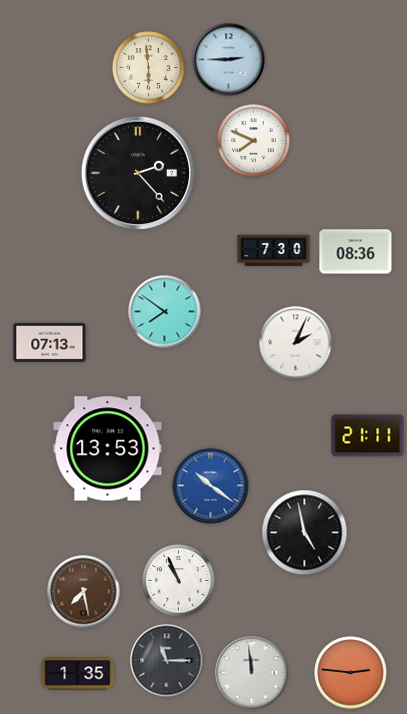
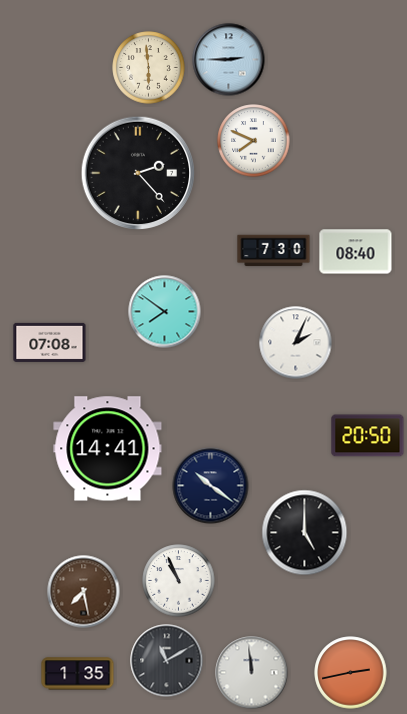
clock at (356, 252): 08:36 -> 08:40
clock at (50, 342): 07:13 -> 07:08
clock at (368, 436): 21:11 -> 20:50
clock at (108, 449): 13:53 -> 14:41
clock at (211, 486) dial: blue -> navy
clock at (305, 533): 4:58 -> 5:00
clock at (167, 661): 11:15 -> 11:10
clock at (351, 673): 2:46 -> 2:43
